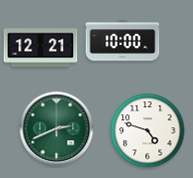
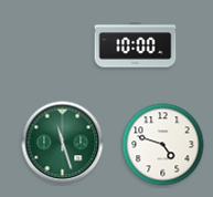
clock at (41, 48): 12:21 -> none
clock at (57, 129): 2:41 -> 11:27
